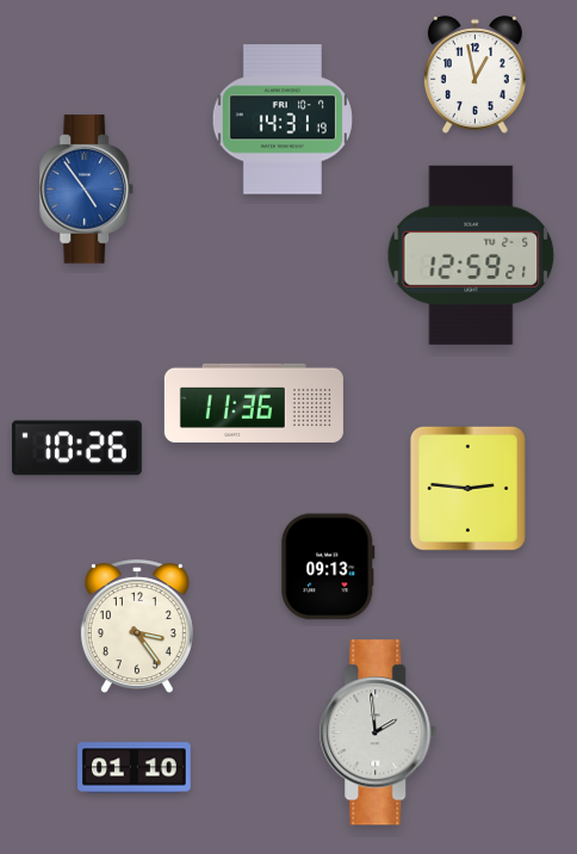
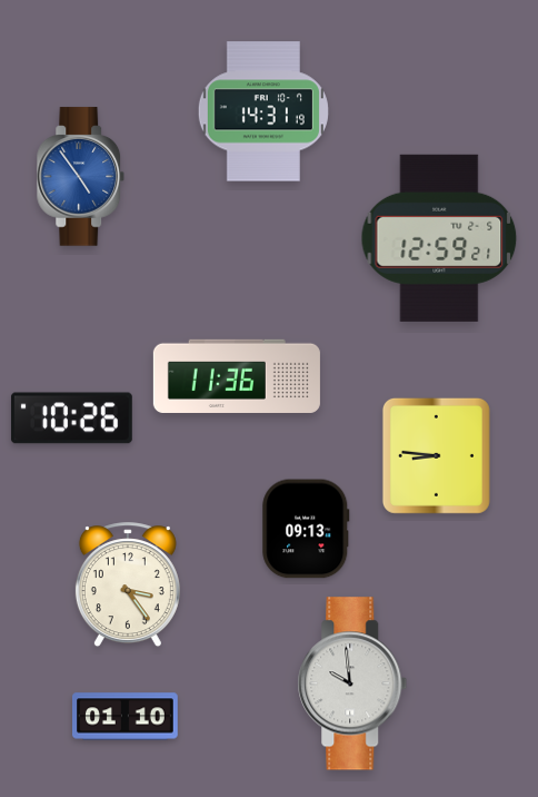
clock at (474, 75): 12:58 -> none
clock at (467, 488): 2:46 -> 8:46
clock at (378, 732): 1:59 -> 9:59
